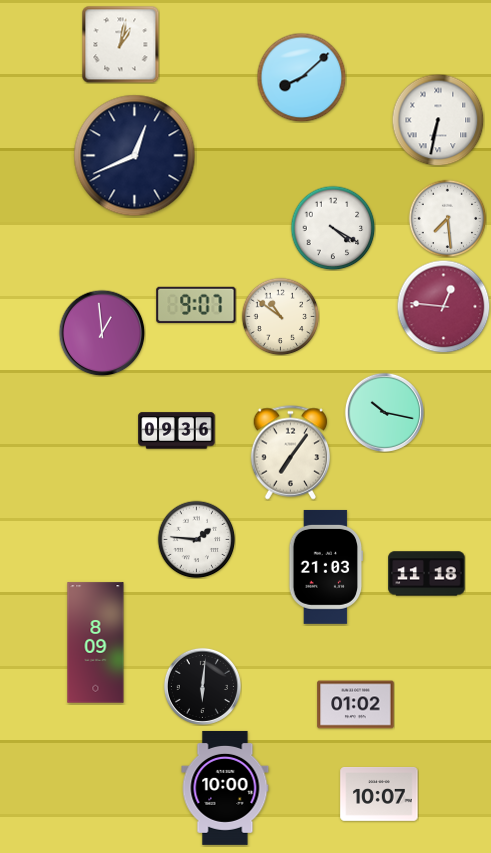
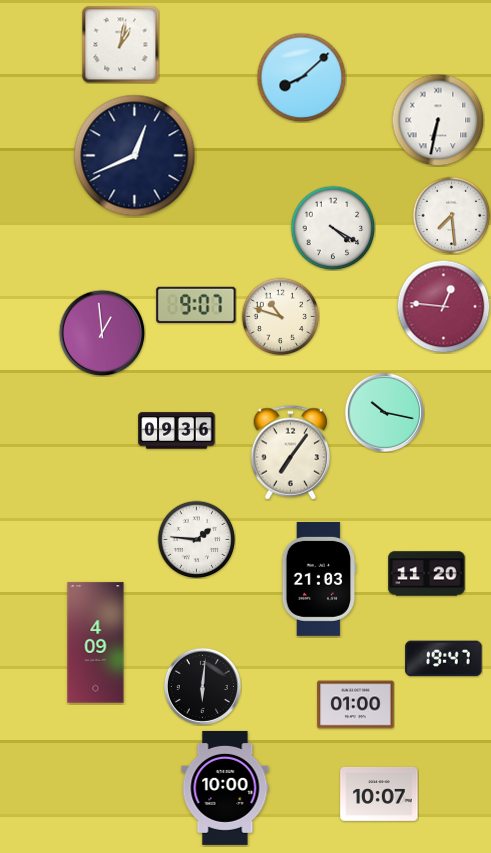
clock at (447, 218) position: (447, 218) -> (451, 215)
clock at (280, 316): 10:51 -> 10:48
clock at (326, 567) position: (326, 567) -> (319, 579)
clock at (427, 574): 11:18 -> 11:20
clock at (96, 643): 8:09 -> 4:09
clock at (444, 659): none -> 19:47
clock at (356, 705): 01:02 -> 01:00
